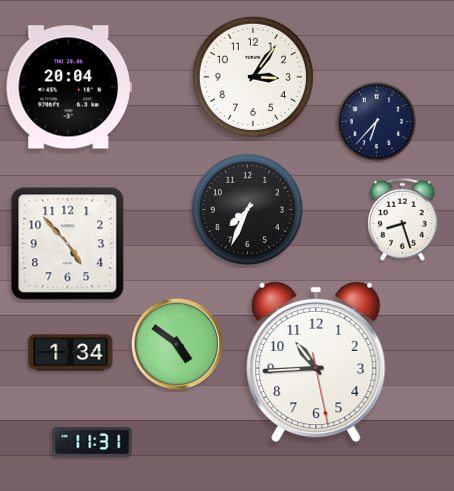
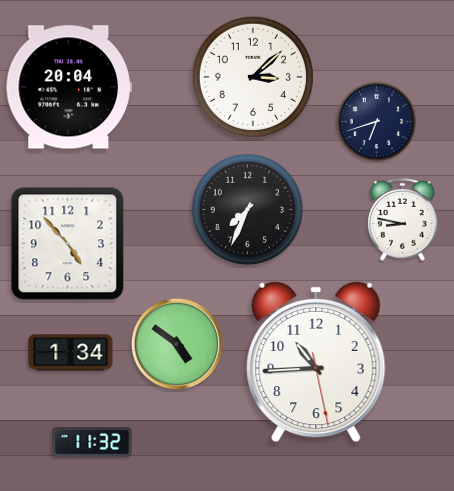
clock at (253, 77): 3:06 -> 3:08
clock at (377, 122): 6:37 -> 6:42
clock at (402, 219): 8:27 -> 8:47
clock at (92, 442): 11:31 -> 11:32
